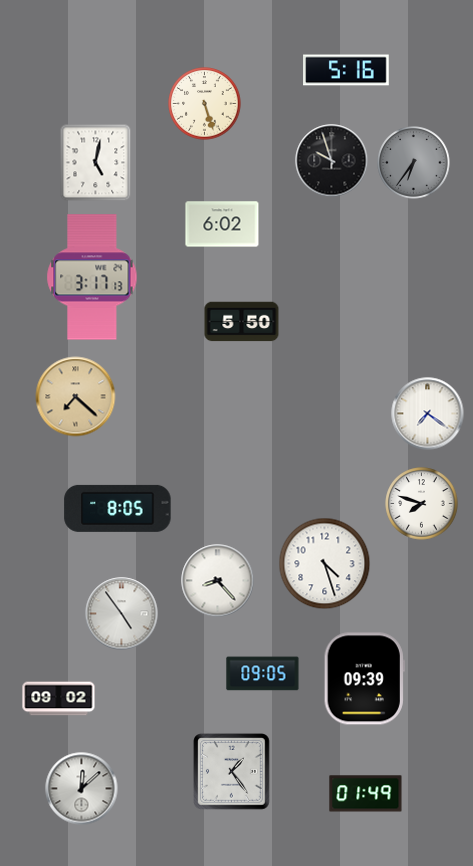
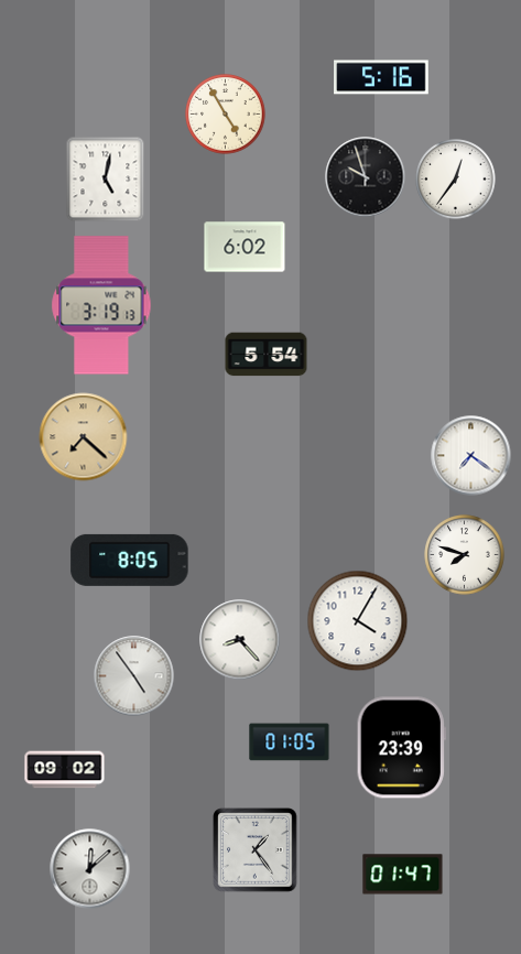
clock at (205, 104): 5:27 -> 4:55
clock at (414, 163): 6:36 -> 12:36
clock at (414, 163) dial: grey -> white
clock at (92, 277): 3:17 -> 3:19
clock at (242, 322): 5:50 -> 5:54
clock at (325, 564): 4:27 -> 4:05
clock at (263, 674): 09:05 -> 01:05
clock at (364, 679): 09:39 -> 23:39
clock at (366, 794): 01:49 -> 01:47
